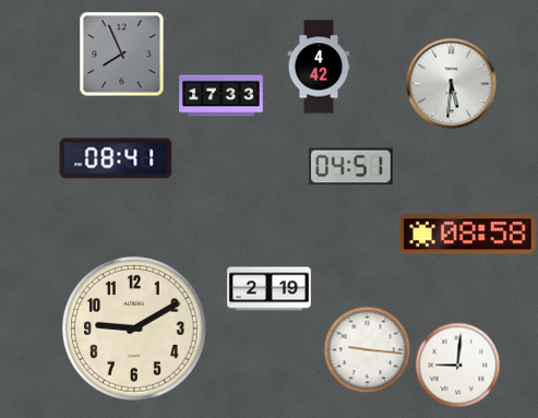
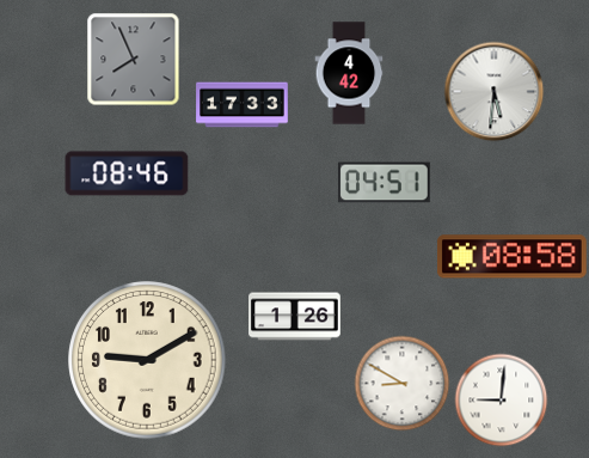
clock at (116, 158): 08:41 -> 08:46
clock at (270, 289): 2:19 -> 1:26
clock at (367, 349): 9:16 -> 8:50
